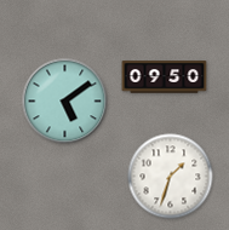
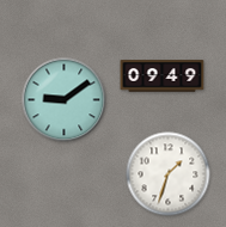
clock at (165, 77): 09:50 -> 09:49
clock at (65, 102): 5:09 -> 9:09
